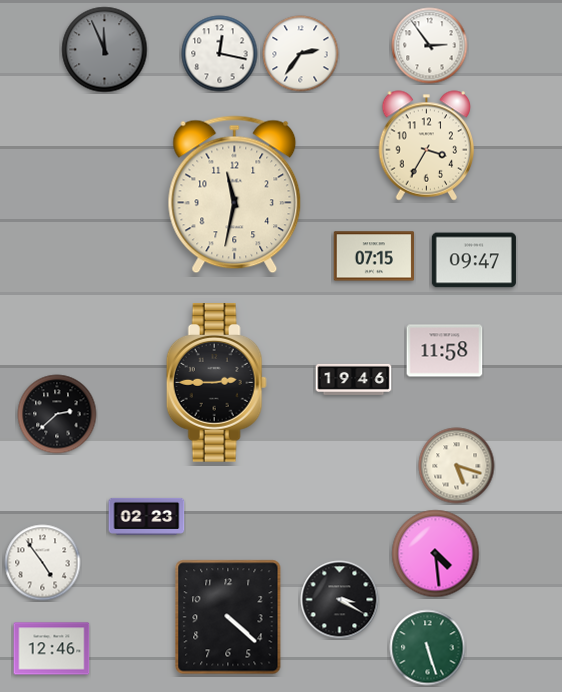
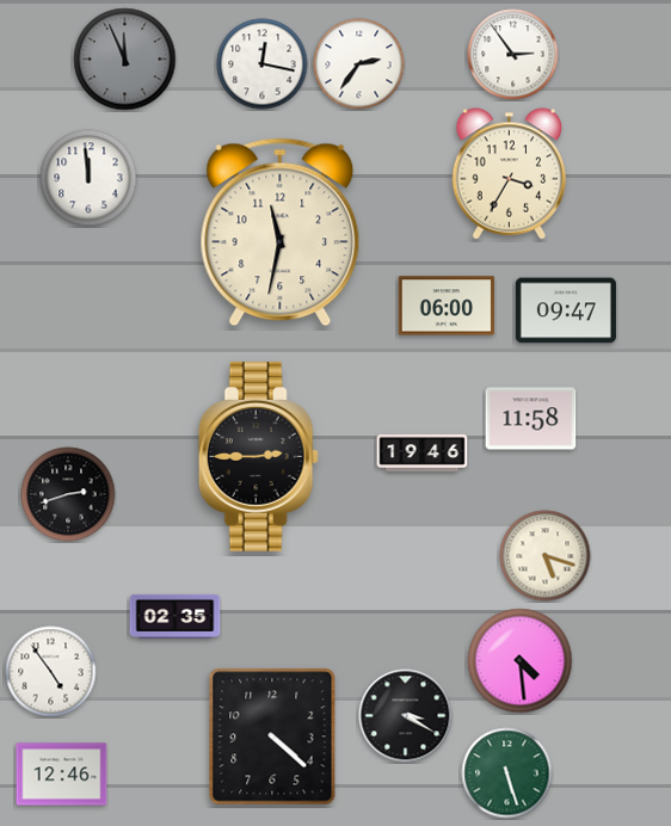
clock at (88, 178): none -> 11:59
clock at (374, 256): 07:15 -> 06:00
clock at (57, 414): 2:38 -> 2:42
clock at (147, 516): 02:23 -> 02:35
clock at (428, 648) position: (428, 648) -> (507, 773)
